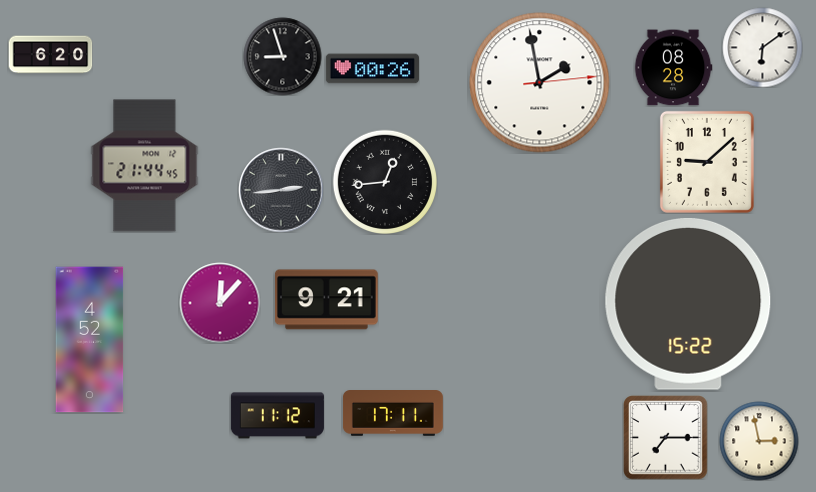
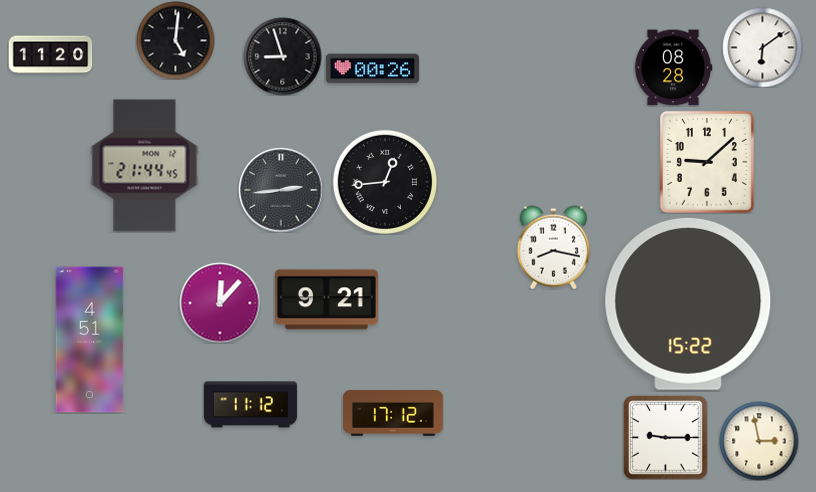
clock at (175, 40): none -> 5:01
clock at (50, 55): 6:20 -> 11:20
clock at (540, 83): 1:58 -> none
clock at (553, 247): none -> 8:17
clock at (90, 340): 4:52 -> 4:51
clock at (393, 414): 17:11 -> 17:12
clock at (277, 416) position: (277, 416) -> (250, 405)
clock at (665, 437): 7:15 -> 9:15
